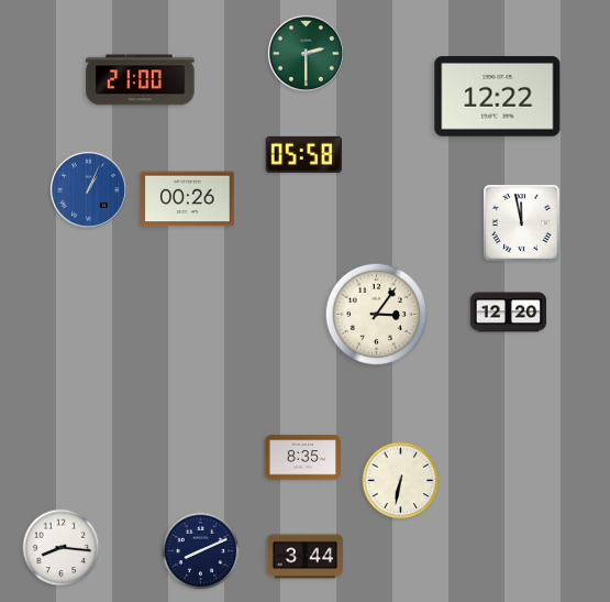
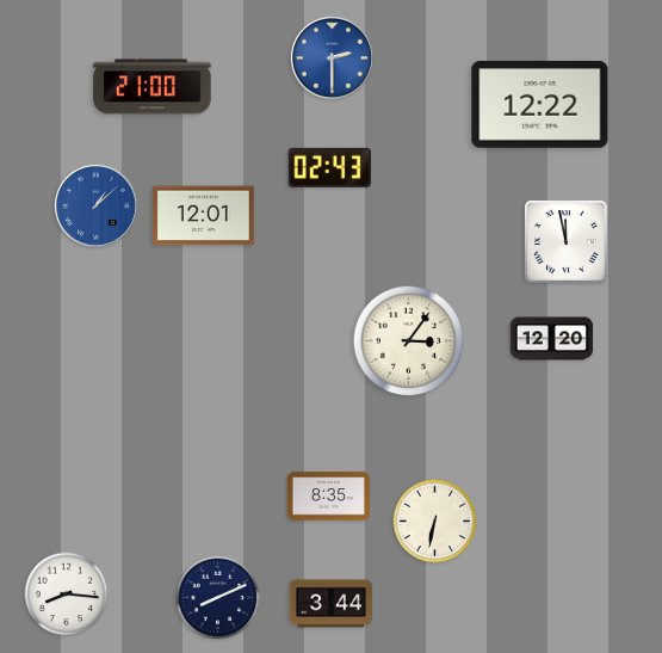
clock at (306, 53) dial: green -> blue
clock at (303, 154): 05:58 -> 02:43
clock at (88, 189): 1:04 -> 1:08
clock at (188, 199): 00:26 -> 12:01
